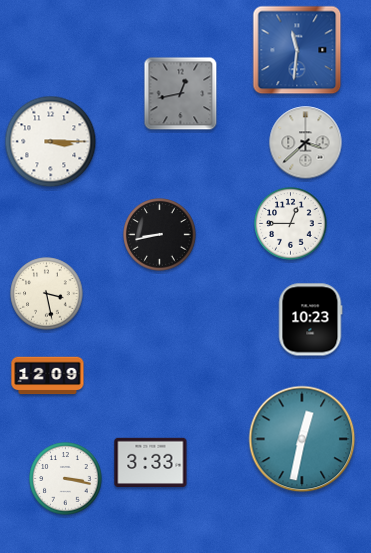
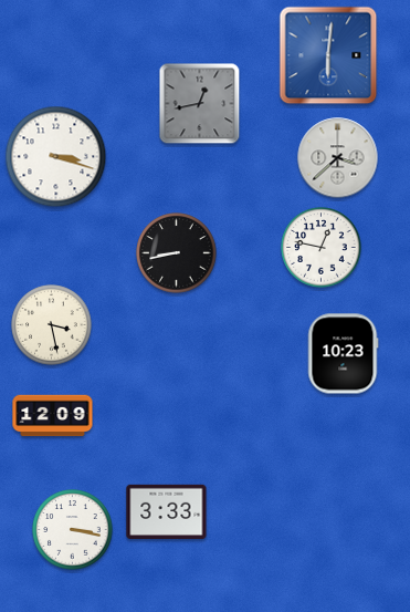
clock at (297, 50): 11:31 -> 6:01
clock at (51, 142): 3:15 -> 3:18
clock at (291, 224): 12:45 -> 12:47
clock at (160, 235) position: (160, 235) -> (177, 253)
clock at (302, 439): 12:32 -> none
